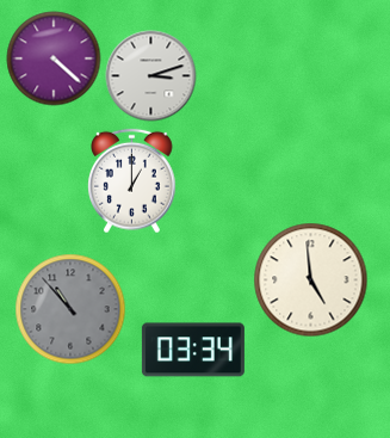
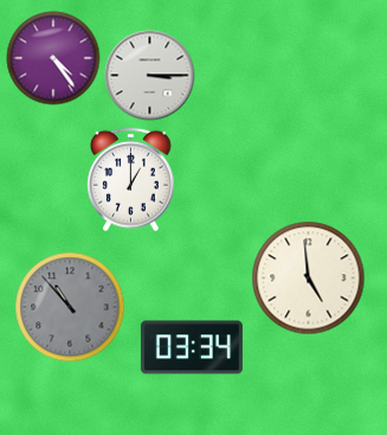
clock at (54, 58): 4:22 -> 4:24
clock at (151, 76): 3:12 -> 3:15
